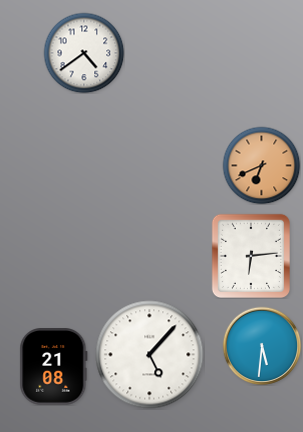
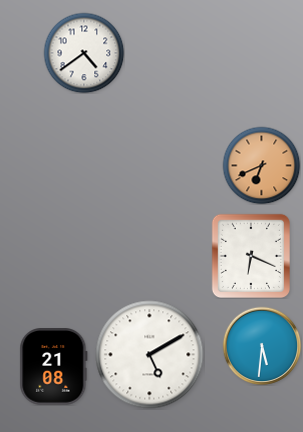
clock at (250, 255): 6:14 -> 6:19
clock at (150, 355): 5:07 -> 5:10
